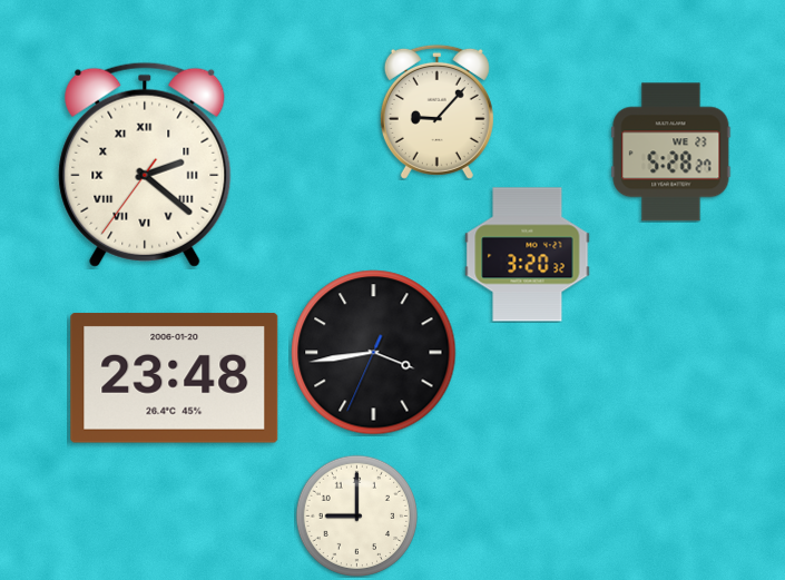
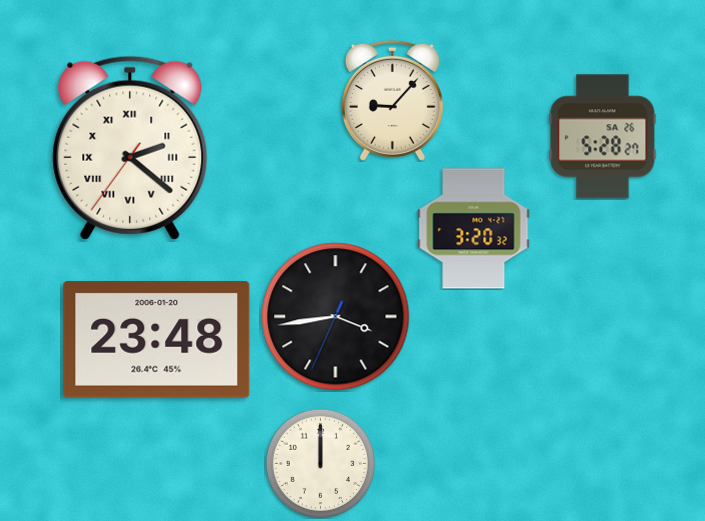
clock at (671, 153) date: WE 23 -> SA 26
clock at (356, 515): 9:00 -> 12:00
